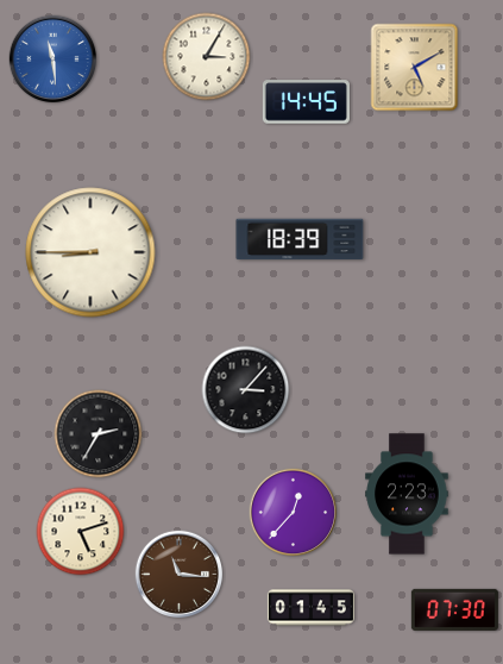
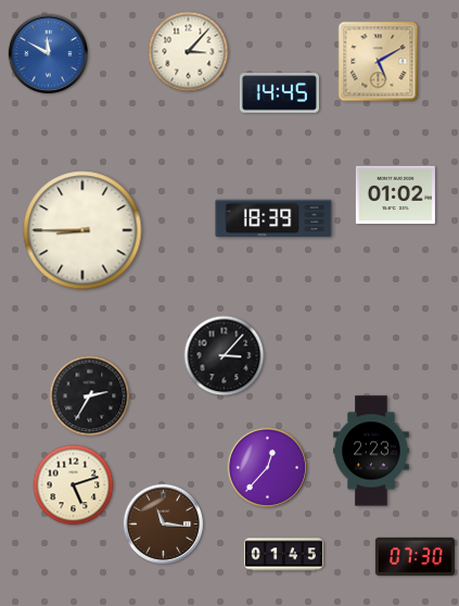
clock at (207, 57): 3:05 -> 3:07
clock at (54, 59): 11:29 -> 11:50
clock at (395, 195): none -> 01:02
